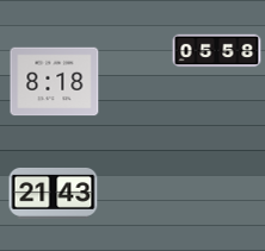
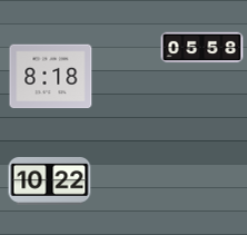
clock at (54, 193): 21:43 -> 10:22
